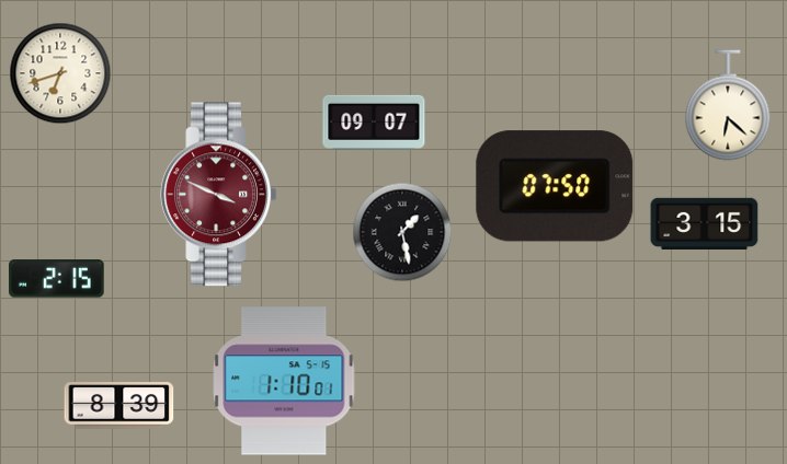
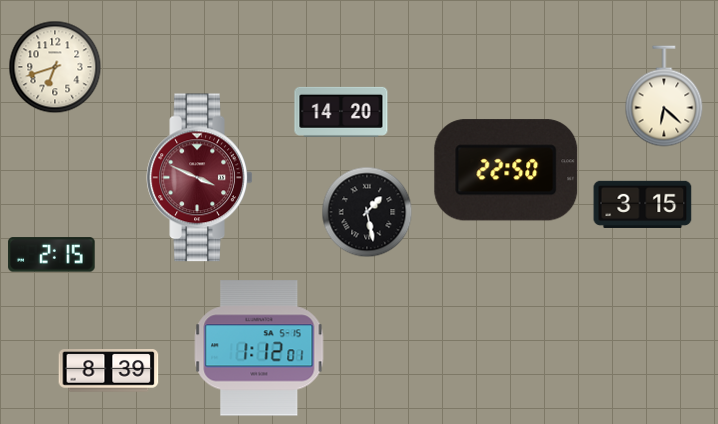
clock at (374, 123): 09:07 -> 14:20
clock at (555, 186): 07:50 -> 22:50
clock at (284, 381): 1:10 -> 1:12
